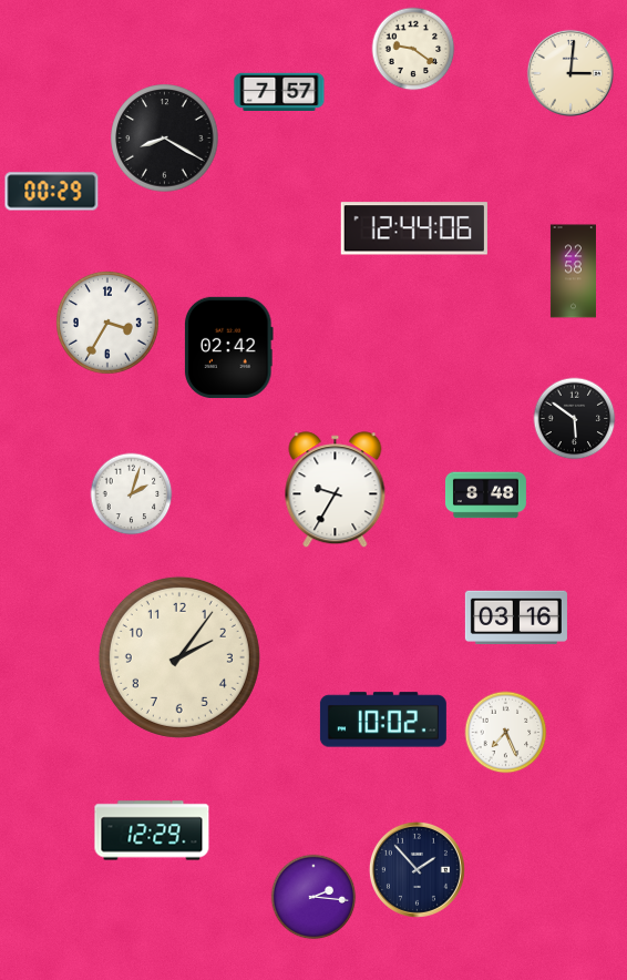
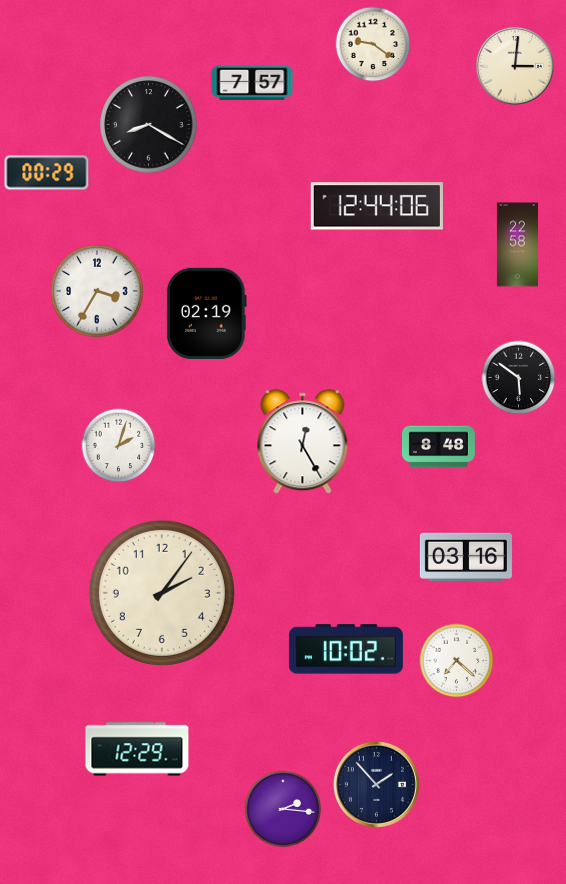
clock at (414, 228) position: (414, 228) -> (377, 206)
clock at (229, 347): 02:42 -> 02:19
clock at (336, 490): 9:35 -> 12:25
clock at (506, 733): 7:26 -> 7:22
